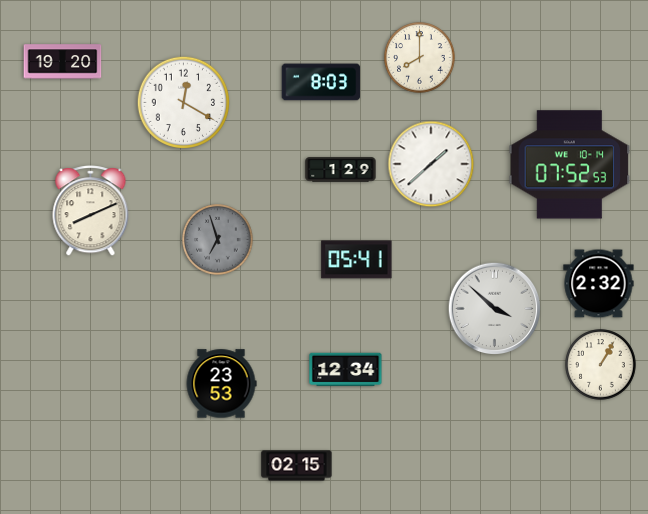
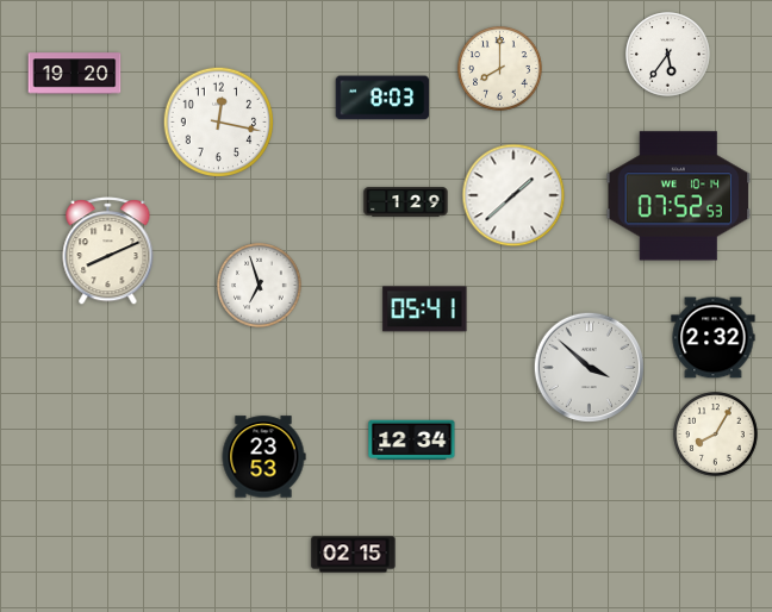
clock at (668, 55): none -> 5:36
clock at (184, 103): 12:20 -> 12:17
clock at (218, 240) dial: grey -> white
clock at (601, 365): 1:05 -> 8:05
